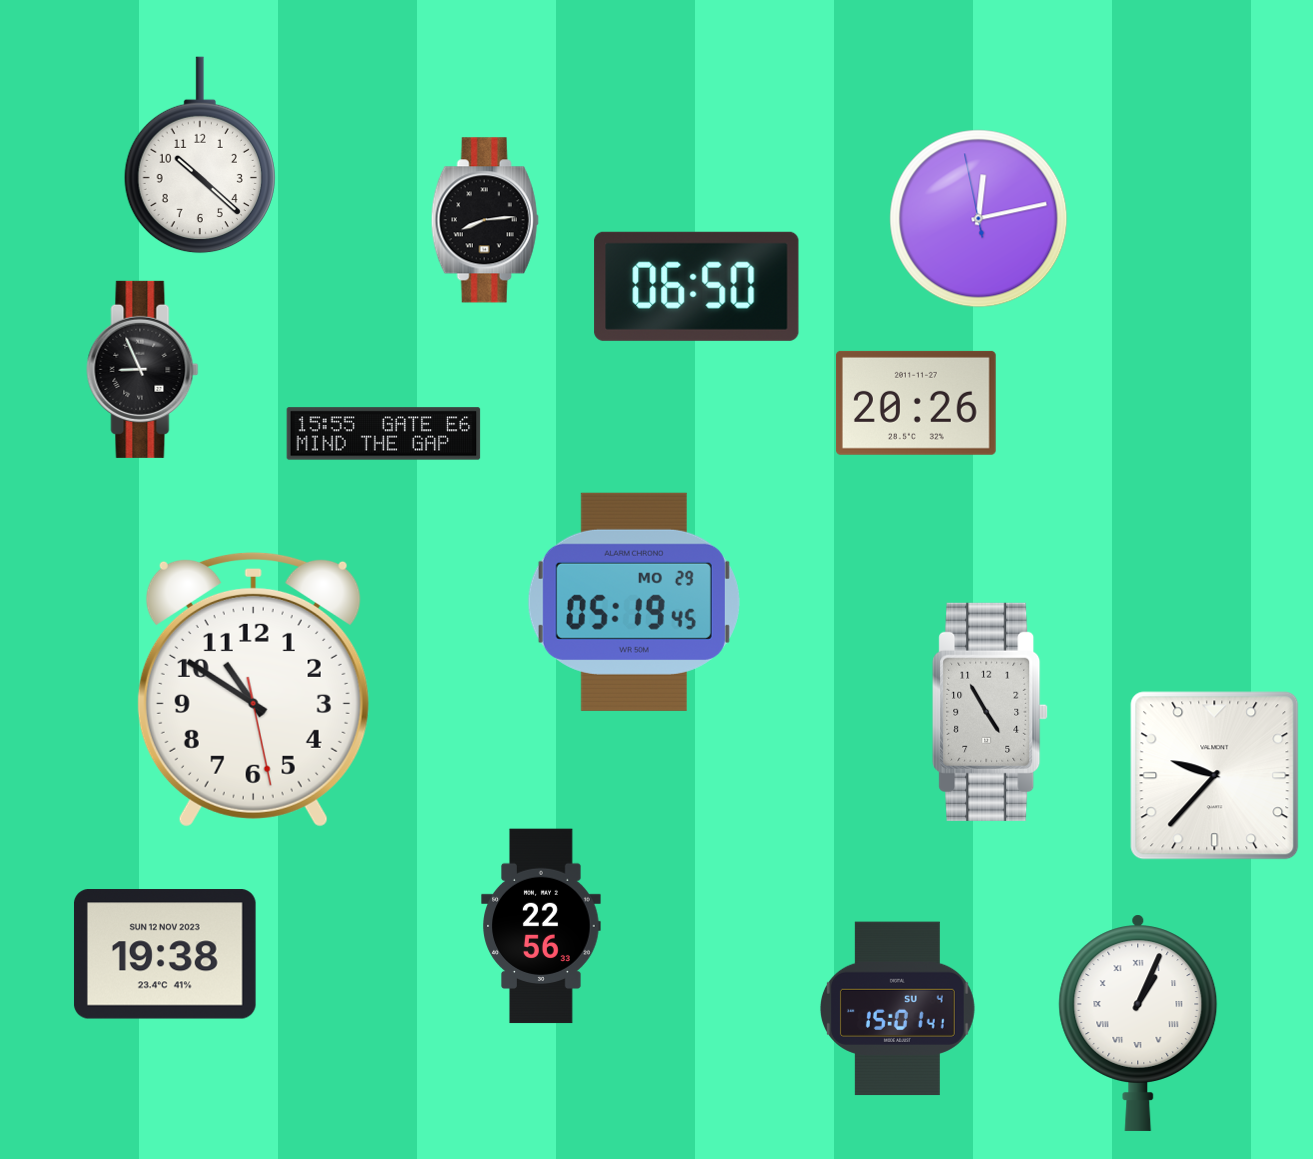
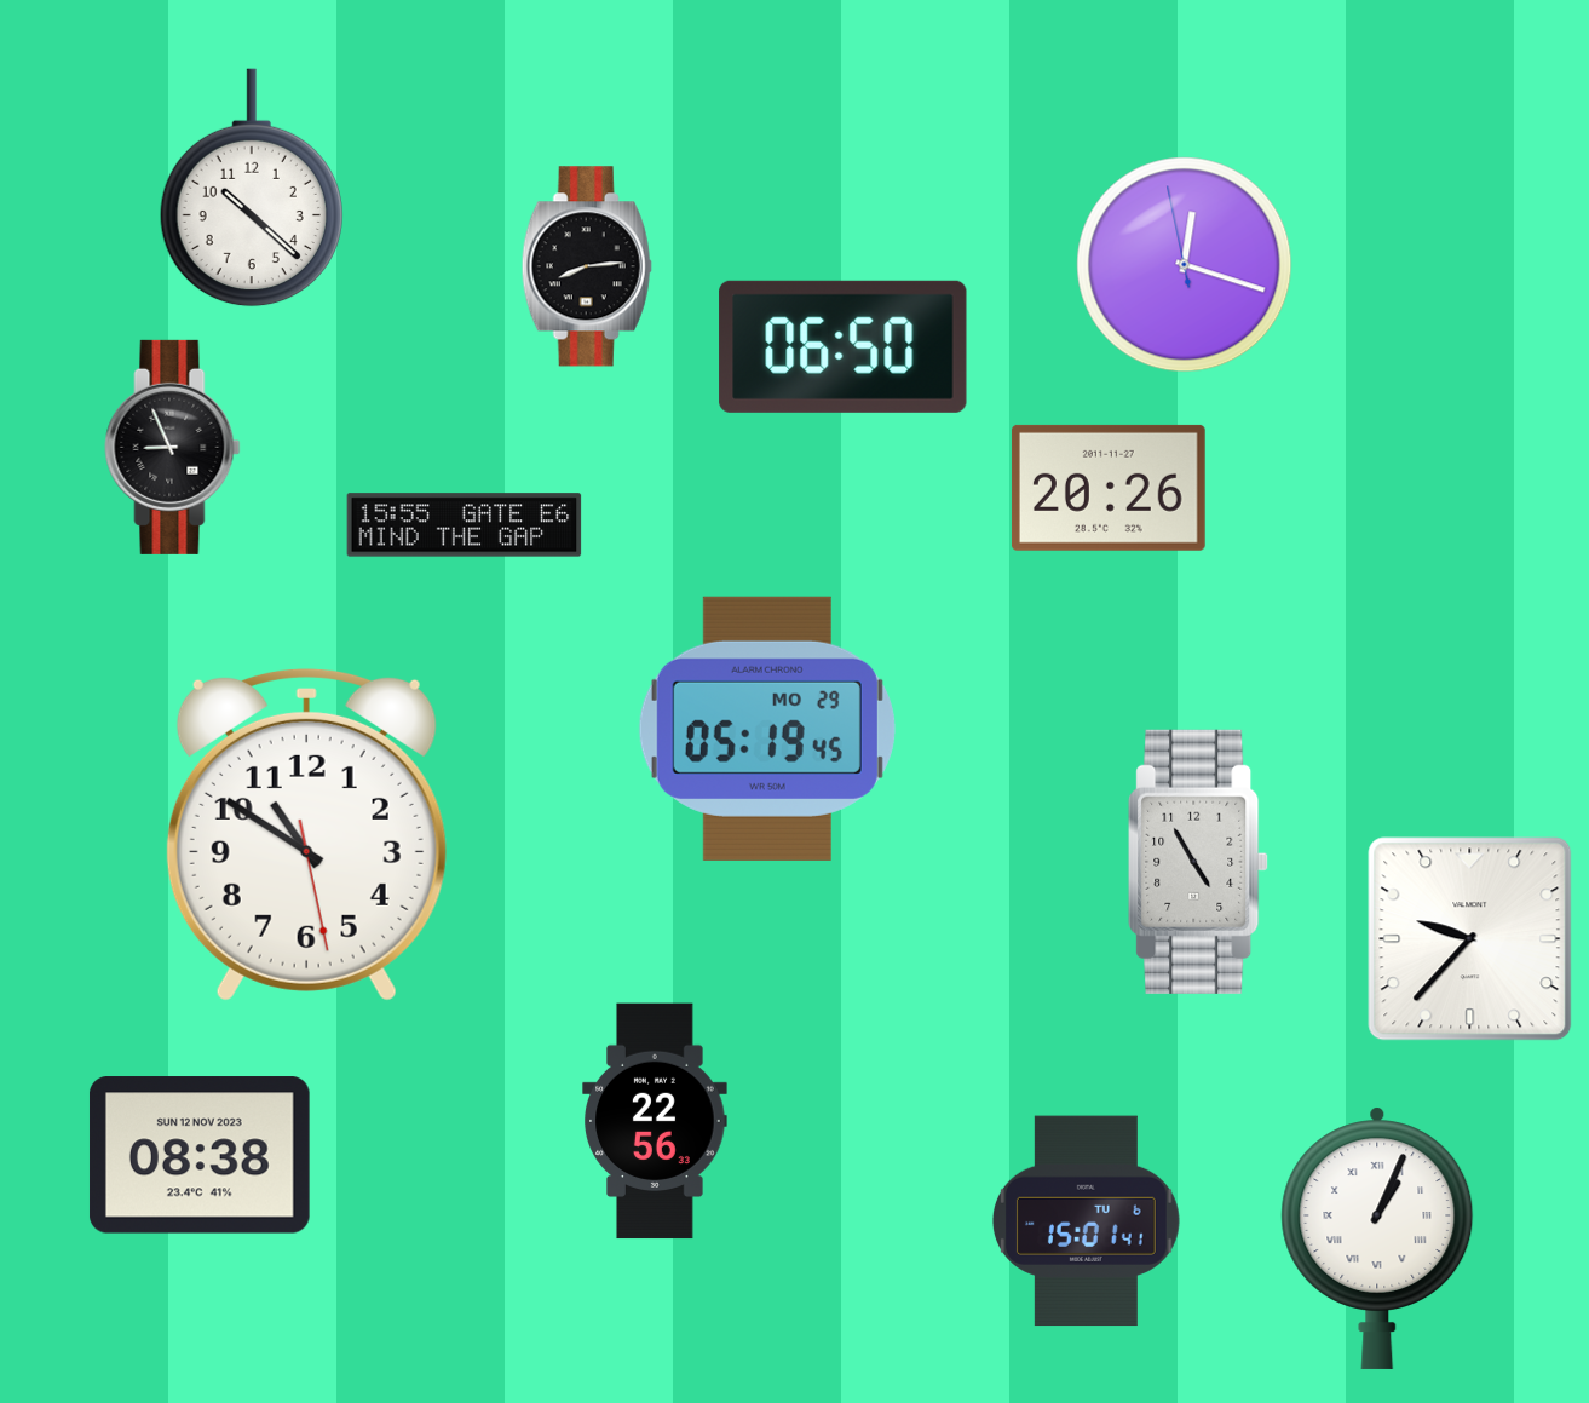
clock at (200, 155) position: (200, 155) -> (252, 188)
clock at (979, 219): 12:12 -> 12:17
clock at (165, 954): 19:38 -> 08:38
clock at (897, 1009) date: SU 4 -> TU 6
